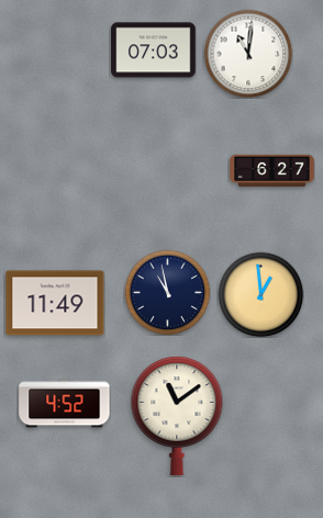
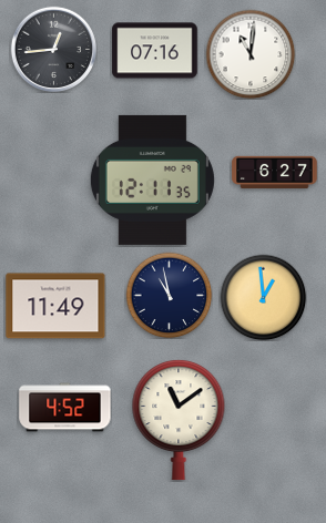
clock at (53, 49): none -> 12:44
clock at (154, 50): 07:03 -> 07:16
clock at (152, 180): none -> 12:11
